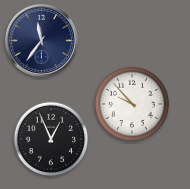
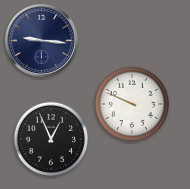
clock at (41, 40): 11:36 -> 9:16
clock at (132, 104): 9:53 -> 9:49
